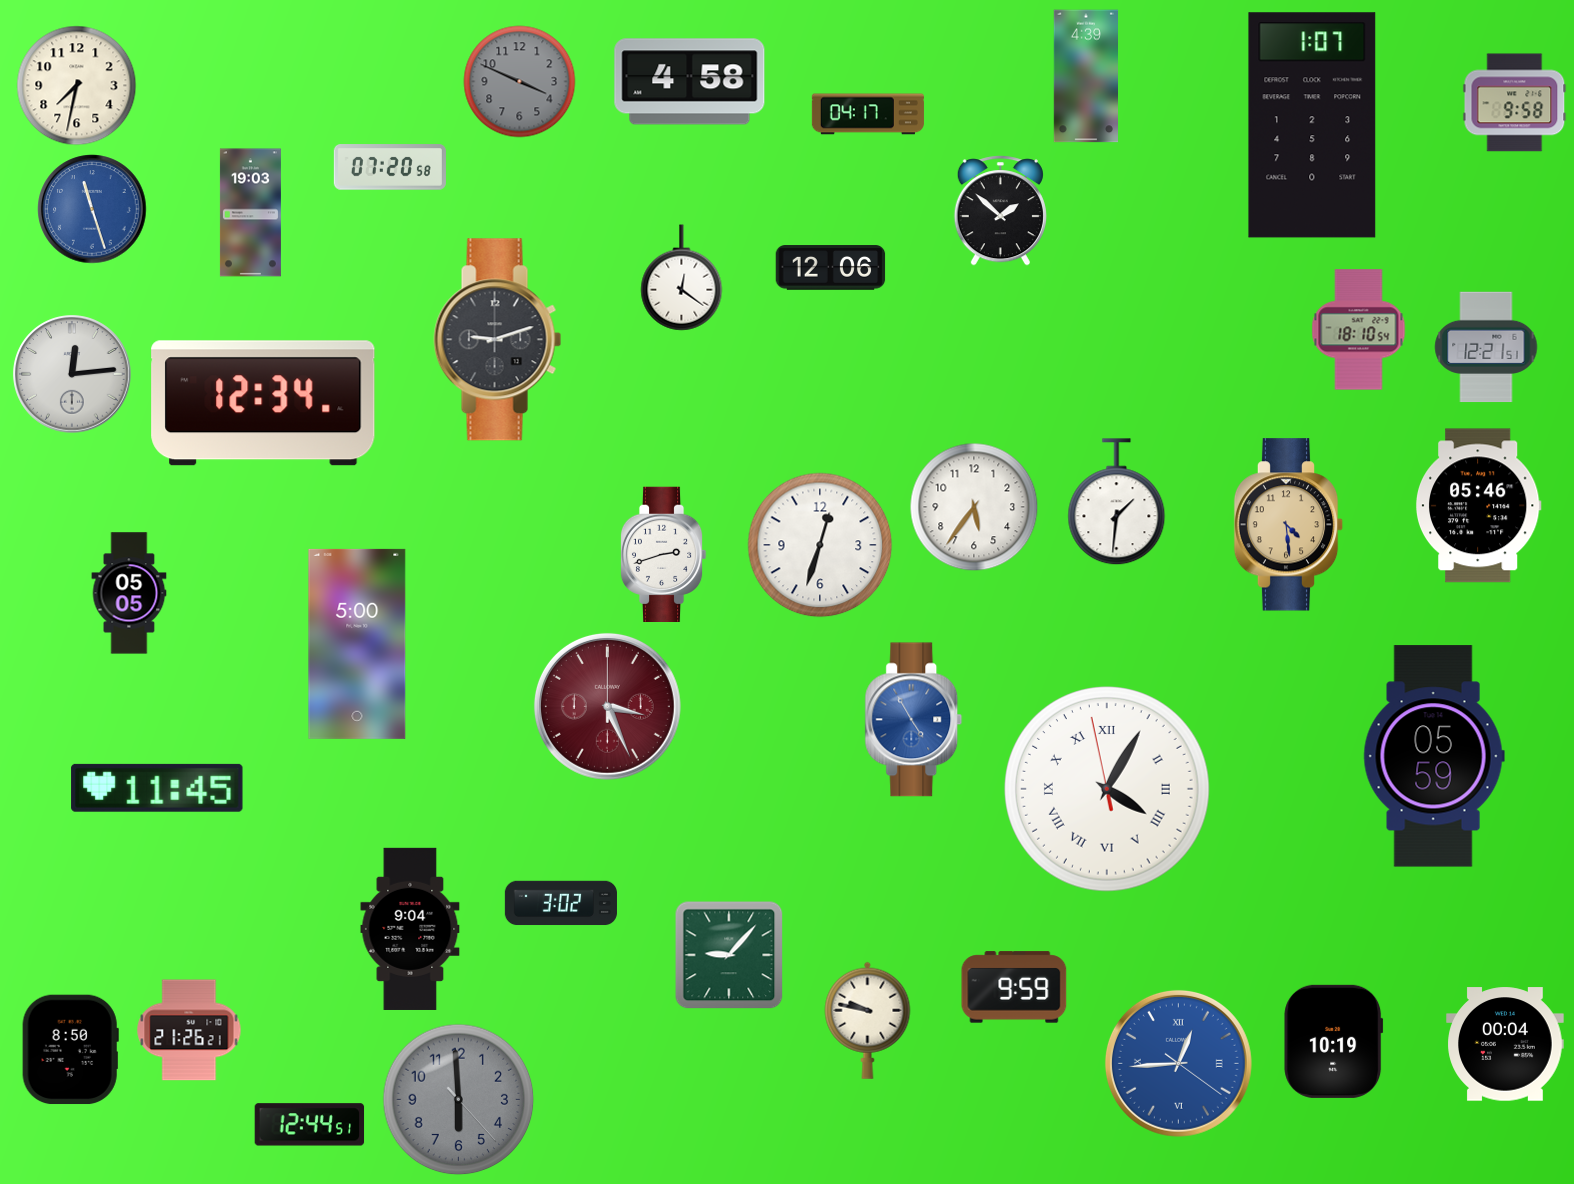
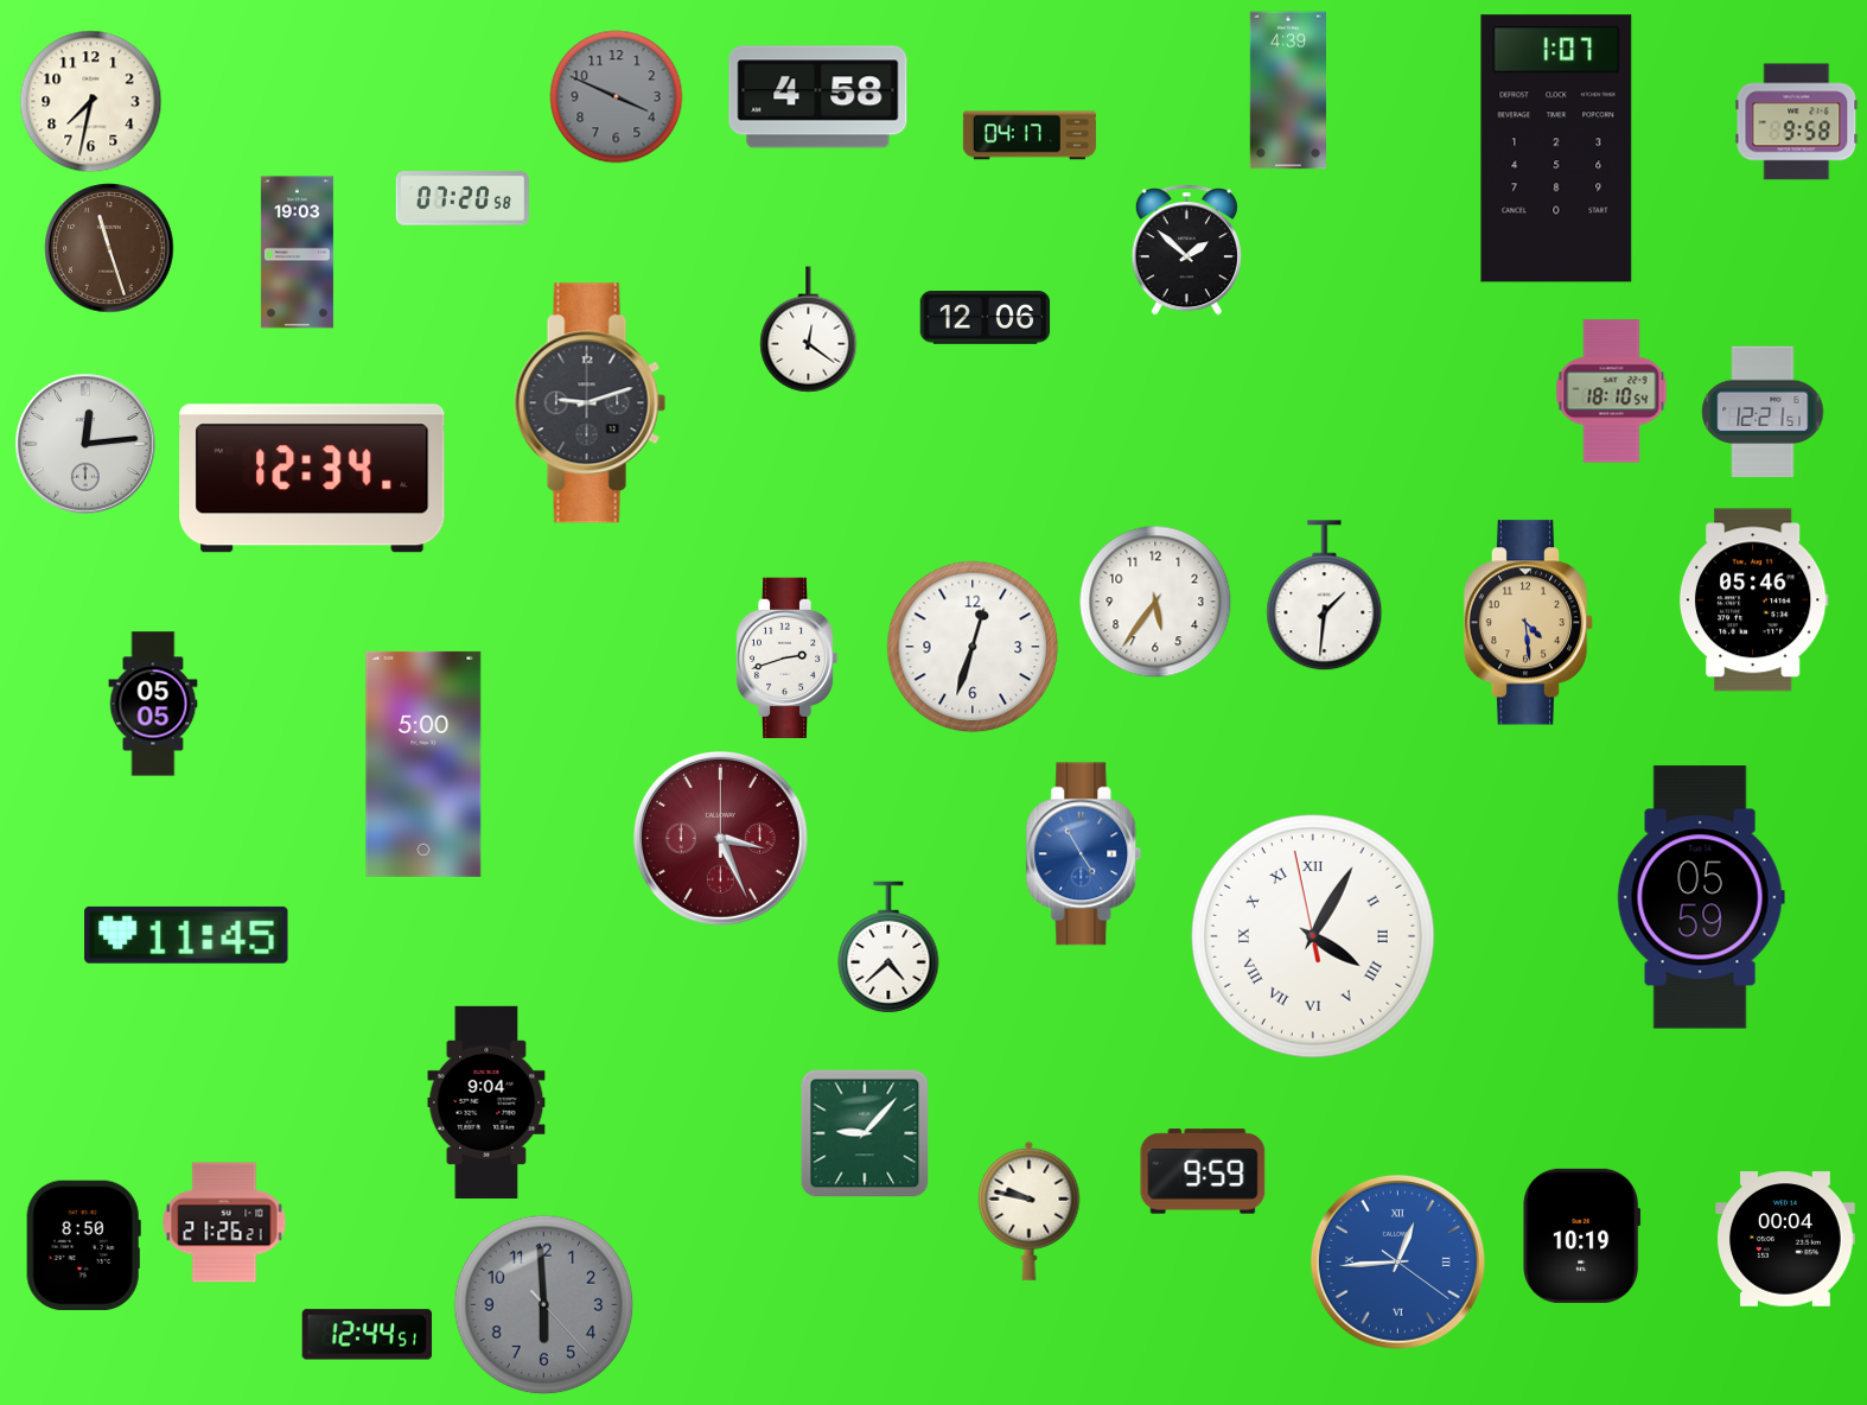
clock at (92, 209) dial: blue -> brown
clock at (888, 947): none -> 4:38
clock at (561, 903): 3:02 -> none
